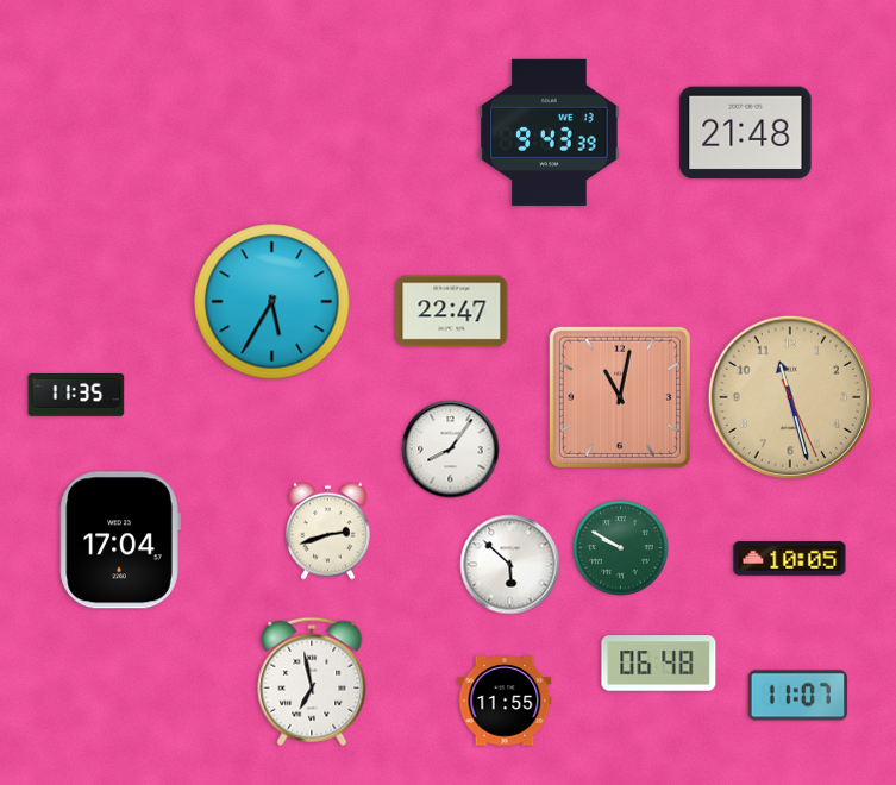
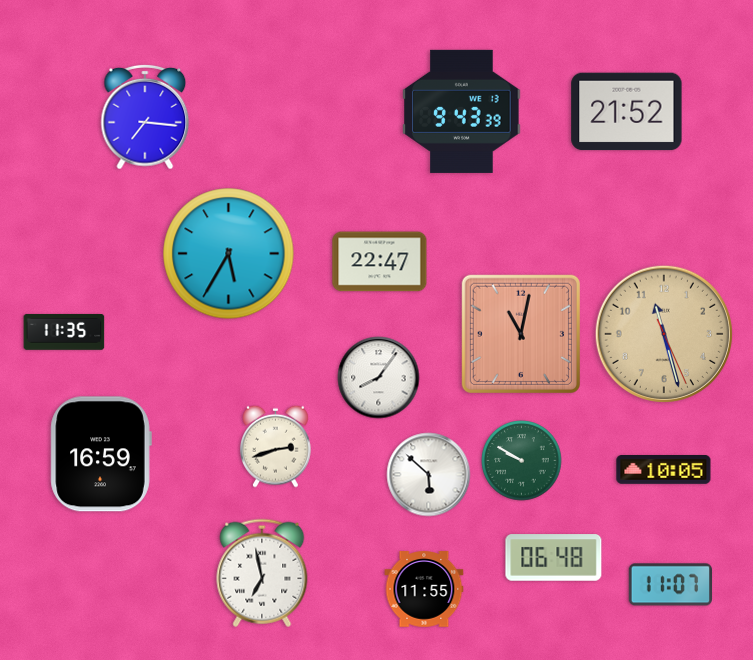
clock at (746, 133): 21:48 -> 21:52
clock at (145, 117): none -> 7:16
clock at (120, 540): 17:04 -> 16:59
